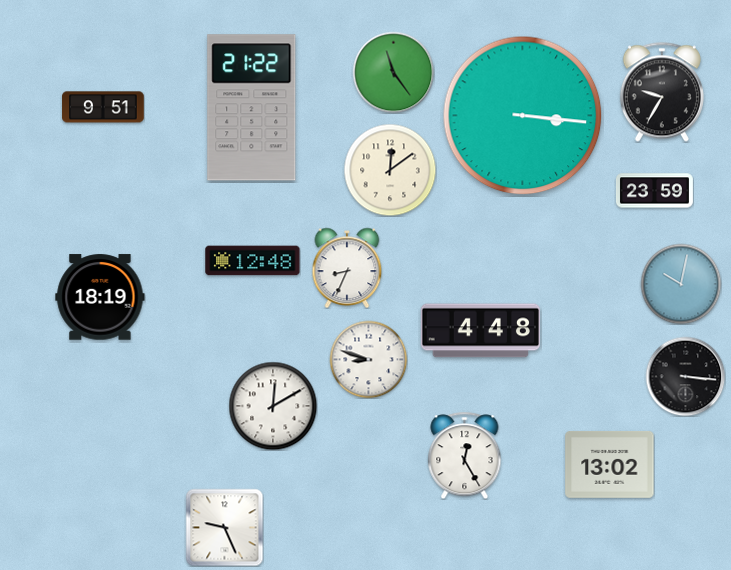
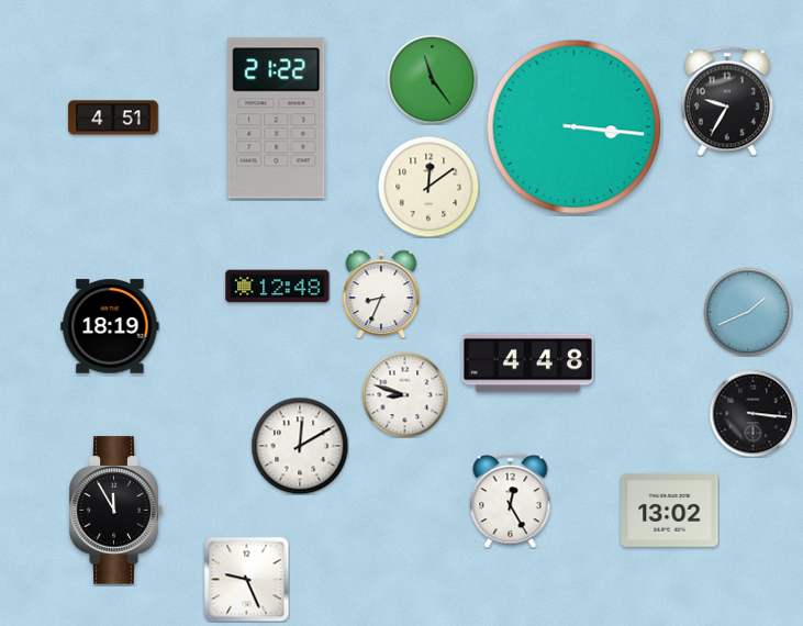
clock at (103, 107): 9:51 -> 4:51
clock at (654, 191): 23:59 -> none
clock at (681, 284): 10:02 -> 1:41
clock at (115, 511): none -> 11:55
